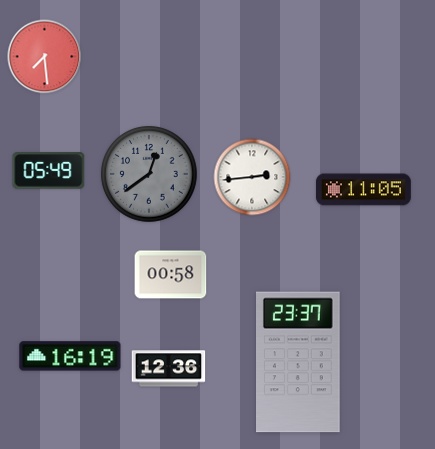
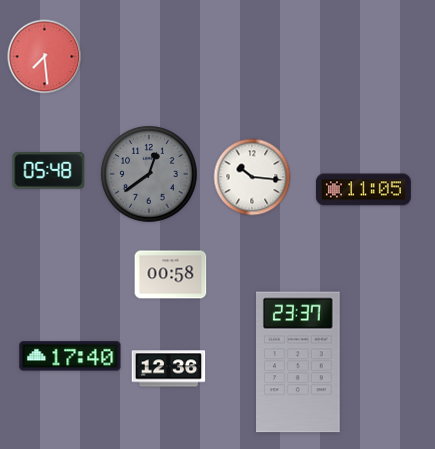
clock at (49, 171): 05:49 -> 05:48
clock at (252, 177): 2:44 -> 10:16
clock at (70, 356): 16:19 -> 17:40
